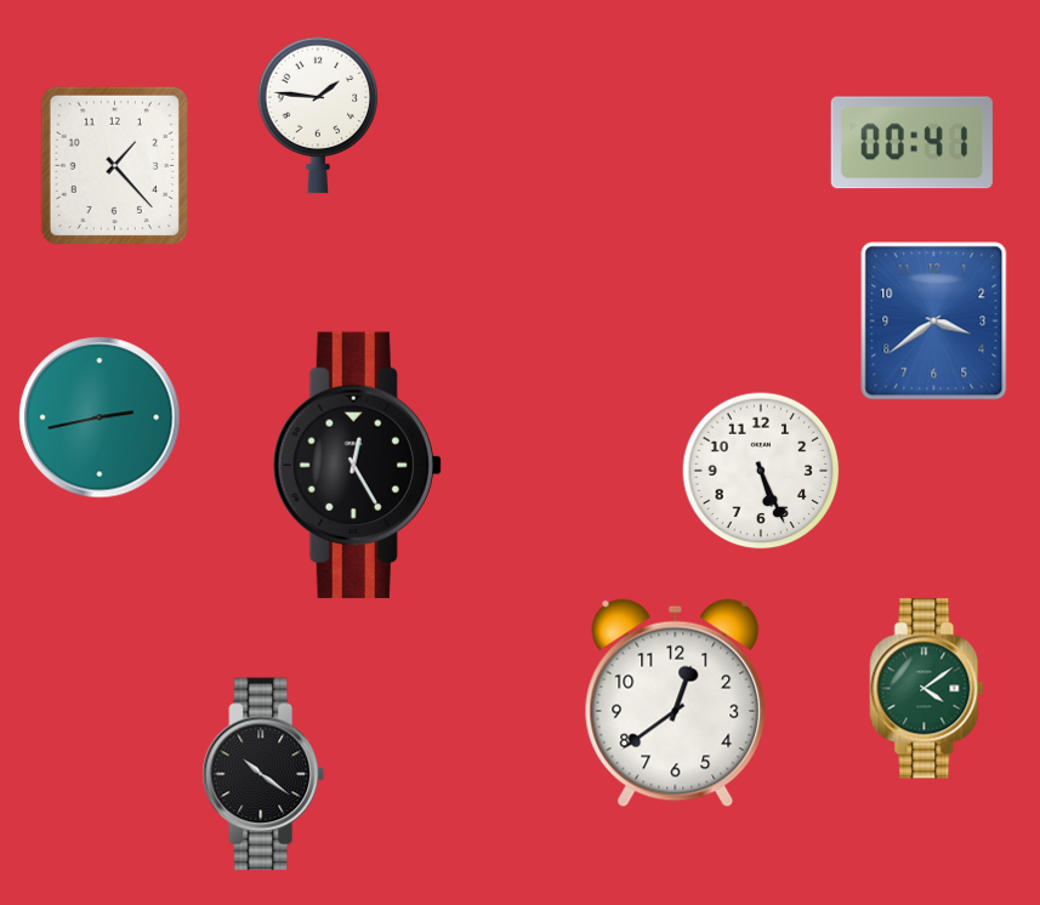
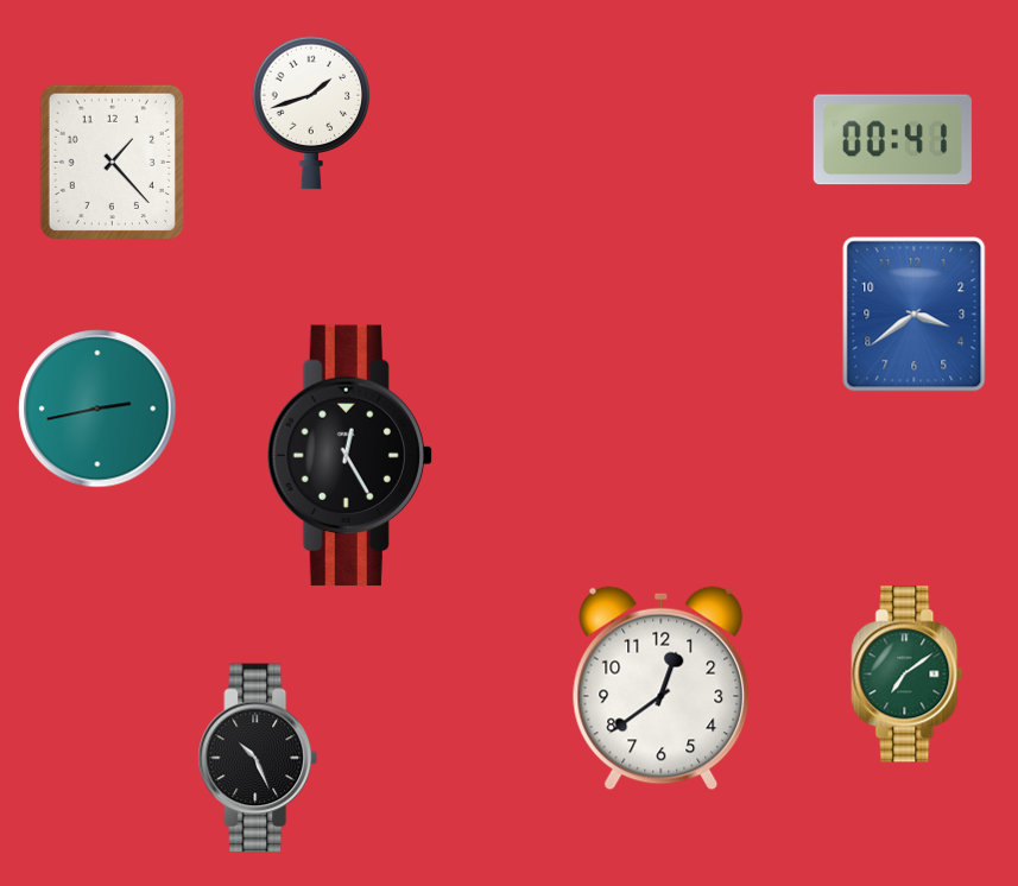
clock at (318, 115): 1:46 -> 1:42
clock at (761, 471): 5:26 -> none
clock at (927, 689): 4:09 -> 7:09
clock at (262, 774): 10:21 -> 10:26
